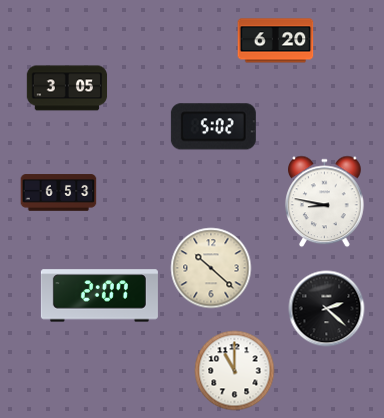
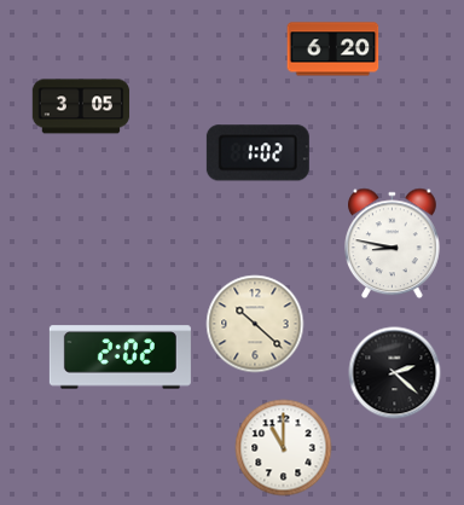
clock at (213, 127): 5:02 -> 1:02
clock at (59, 193): 6:53 -> none
clock at (99, 296): 2:07 -> 2:02
